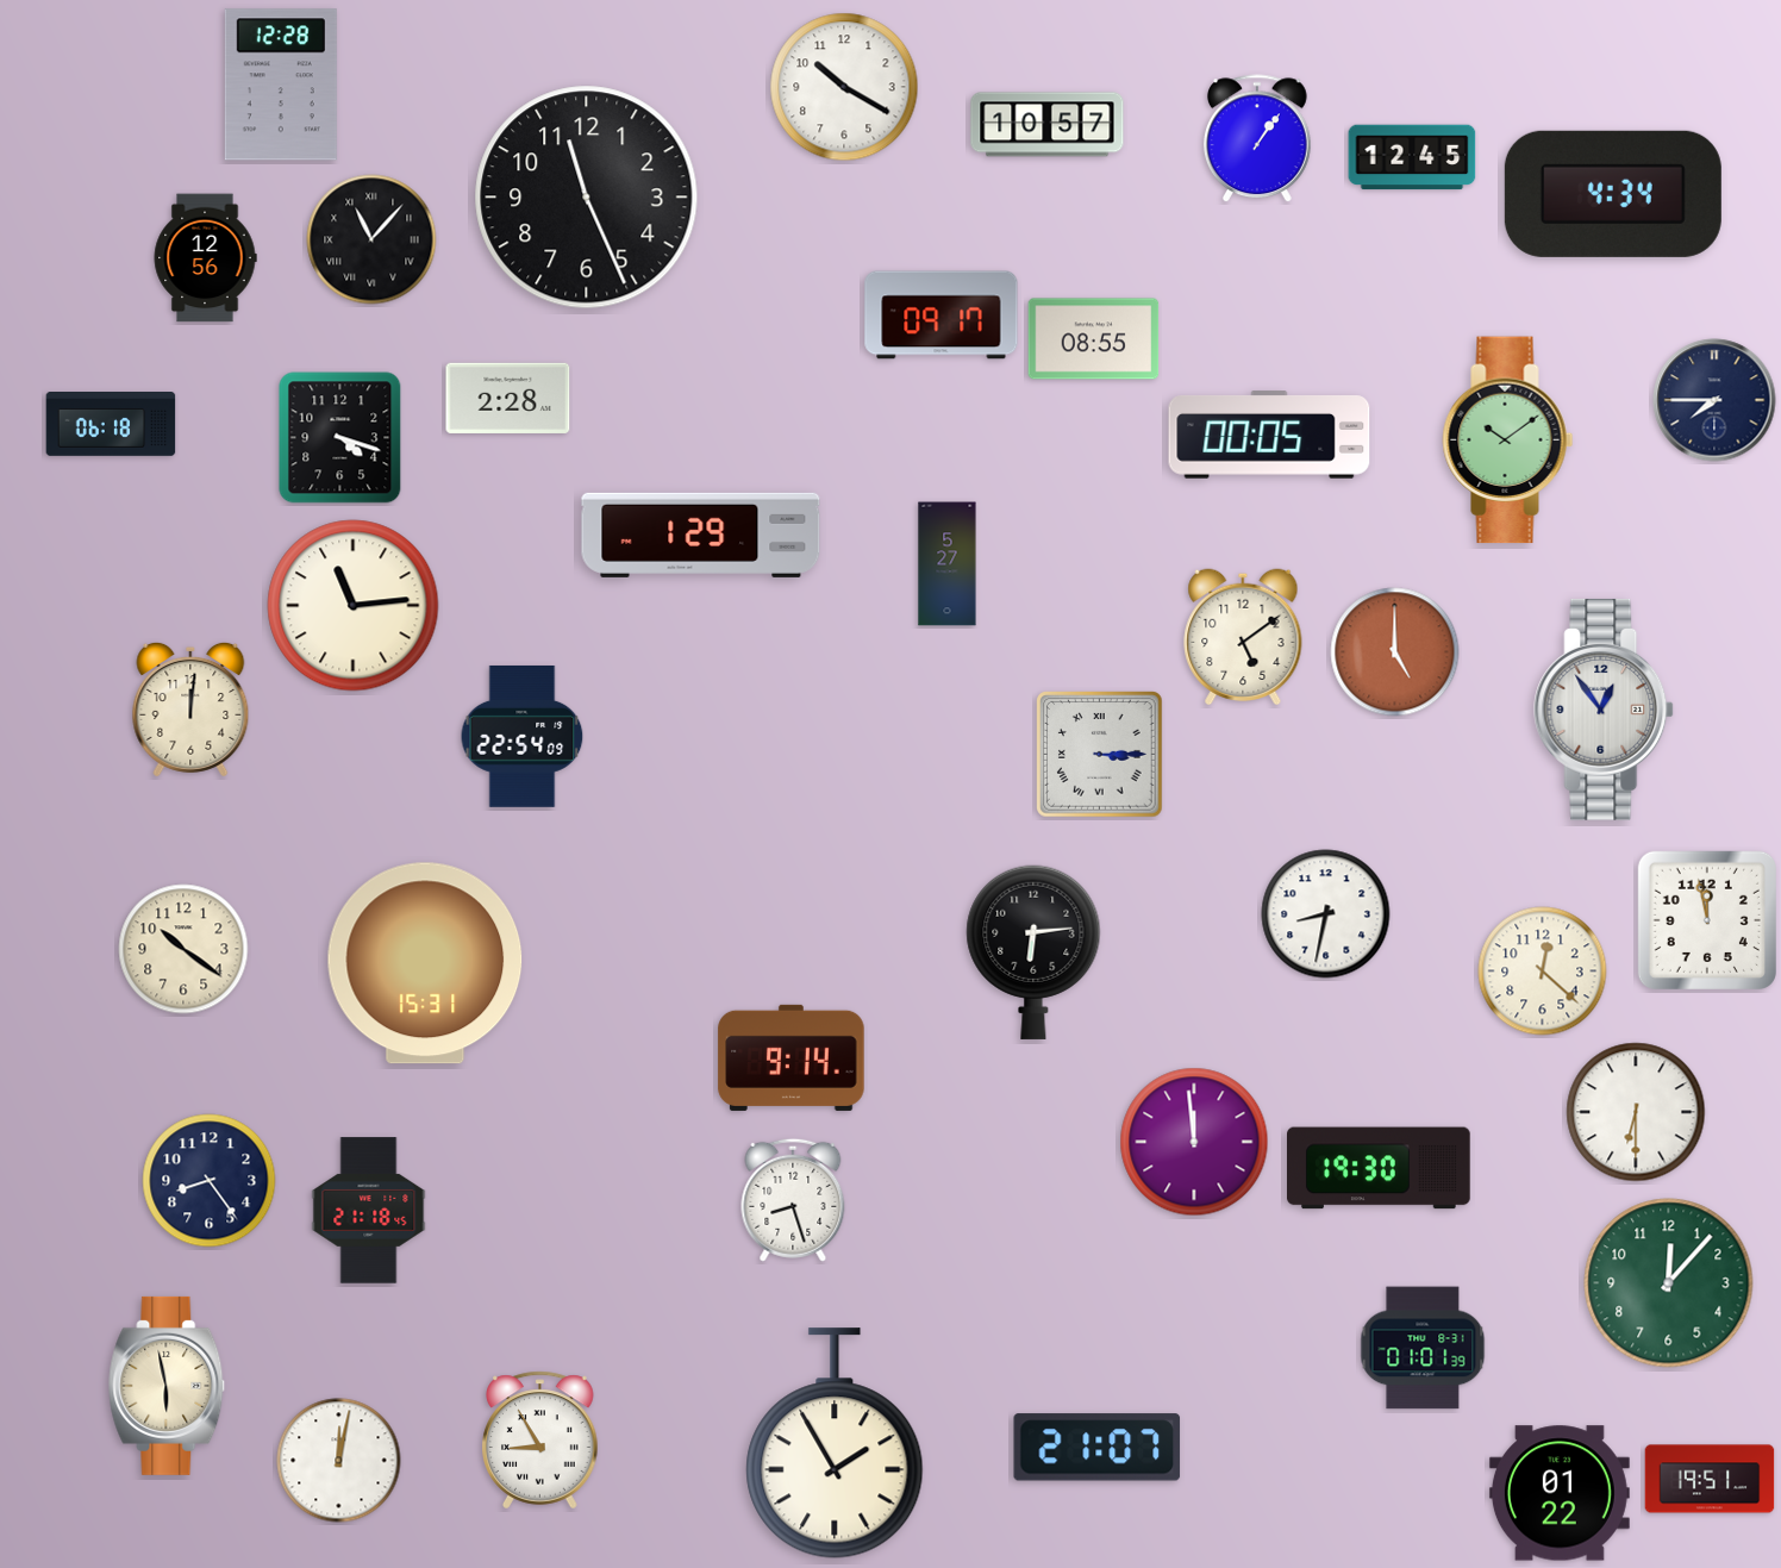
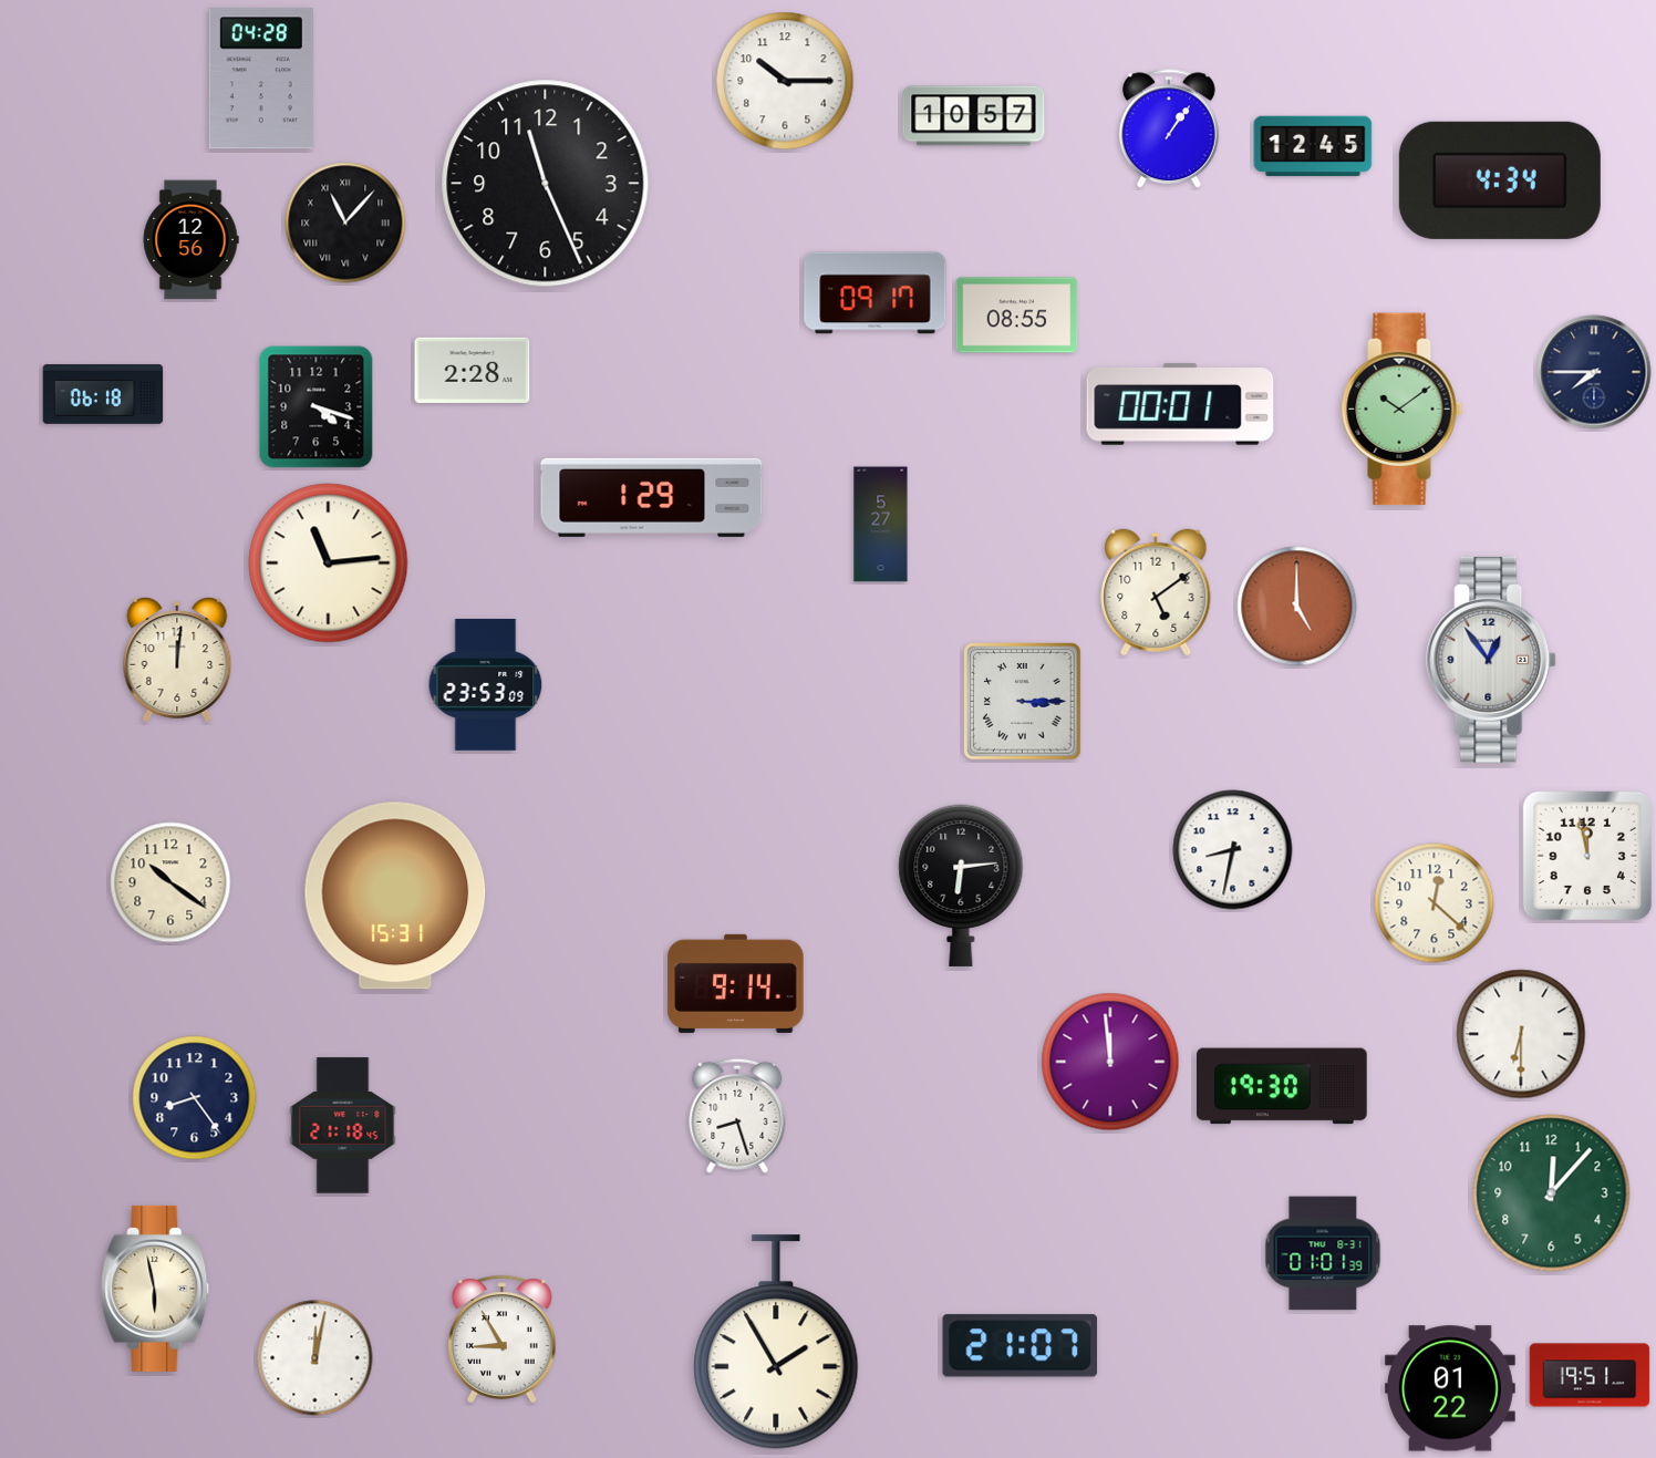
clock at (281, 85): 12:28 -> 04:28
clock at (844, 87): 10:20 -> 10:15
clock at (1269, 435): 00:05 -> 00:01
clock at (523, 736): 22:54 -> 23:53
